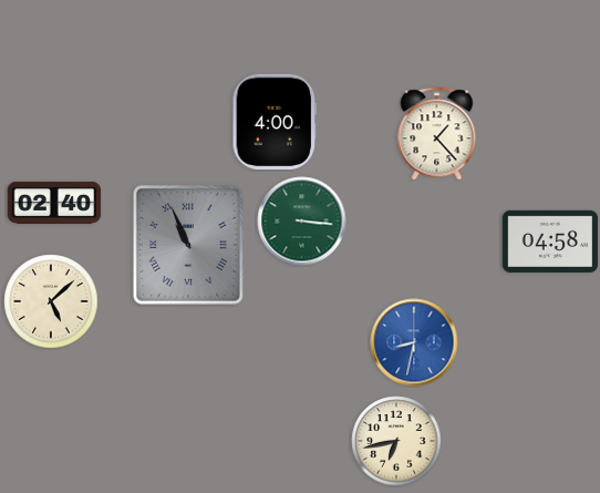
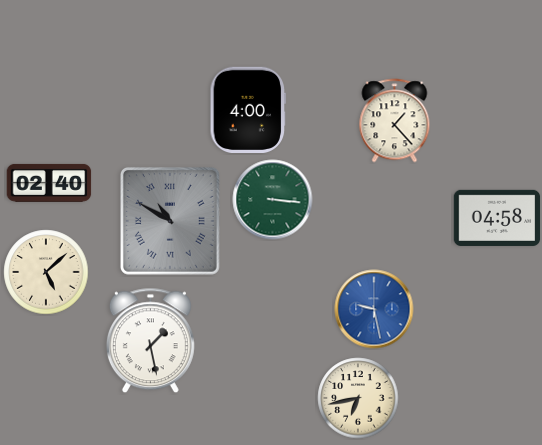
clock at (188, 245): 10:56 -> 10:50
clock at (414, 342): 8:32 -> 9:28
clock at (150, 341): none -> 1:28
